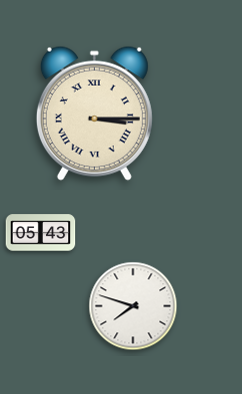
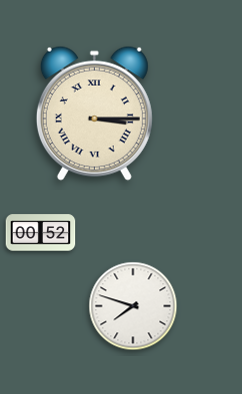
clock at (41, 233): 05:43 -> 00:52
